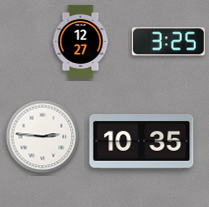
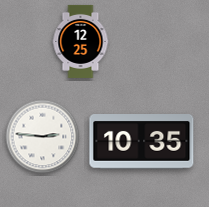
clock at (81, 41): 12:27 -> 12:25
clock at (168, 42): 3:25 -> none
